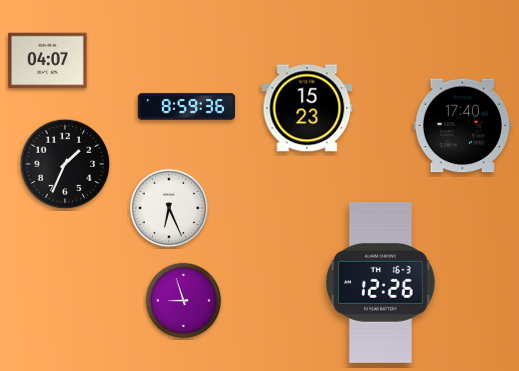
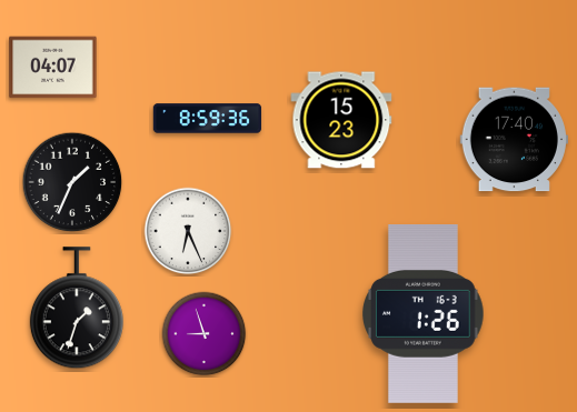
clock at (77, 309): none -> 1:33
clock at (381, 283): 12:26 -> 1:26
